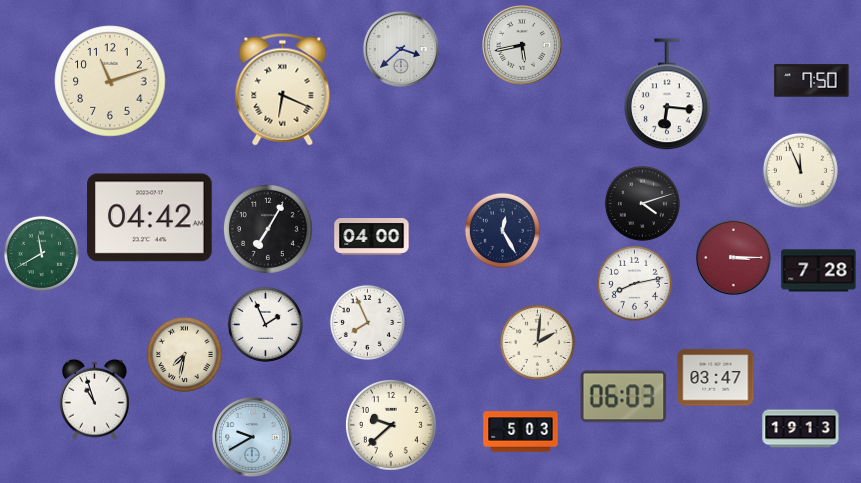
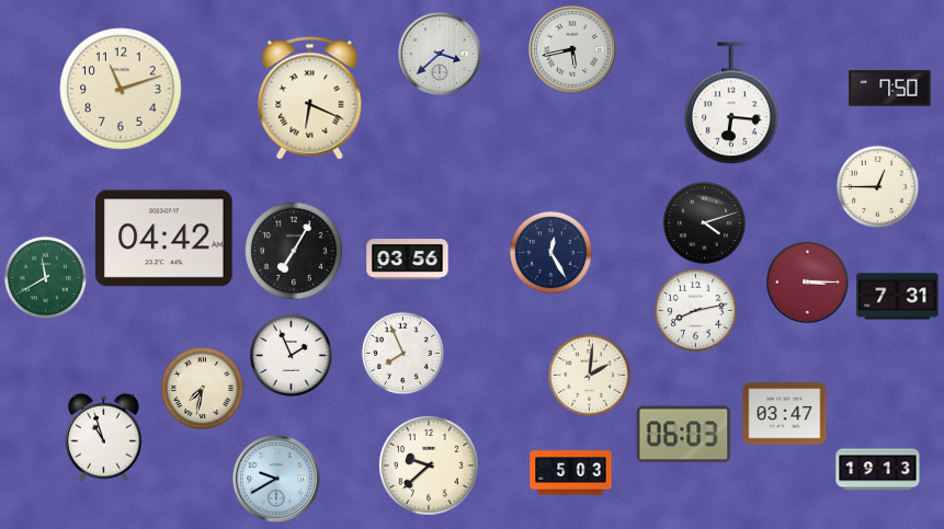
clock at (800, 170): 11:56 -> 12:45
clock at (372, 237): 04:00 -> 03:56
clock at (734, 258) position: (734, 258) -> (808, 283)
clock at (819, 271): 7:28 -> 7:31
